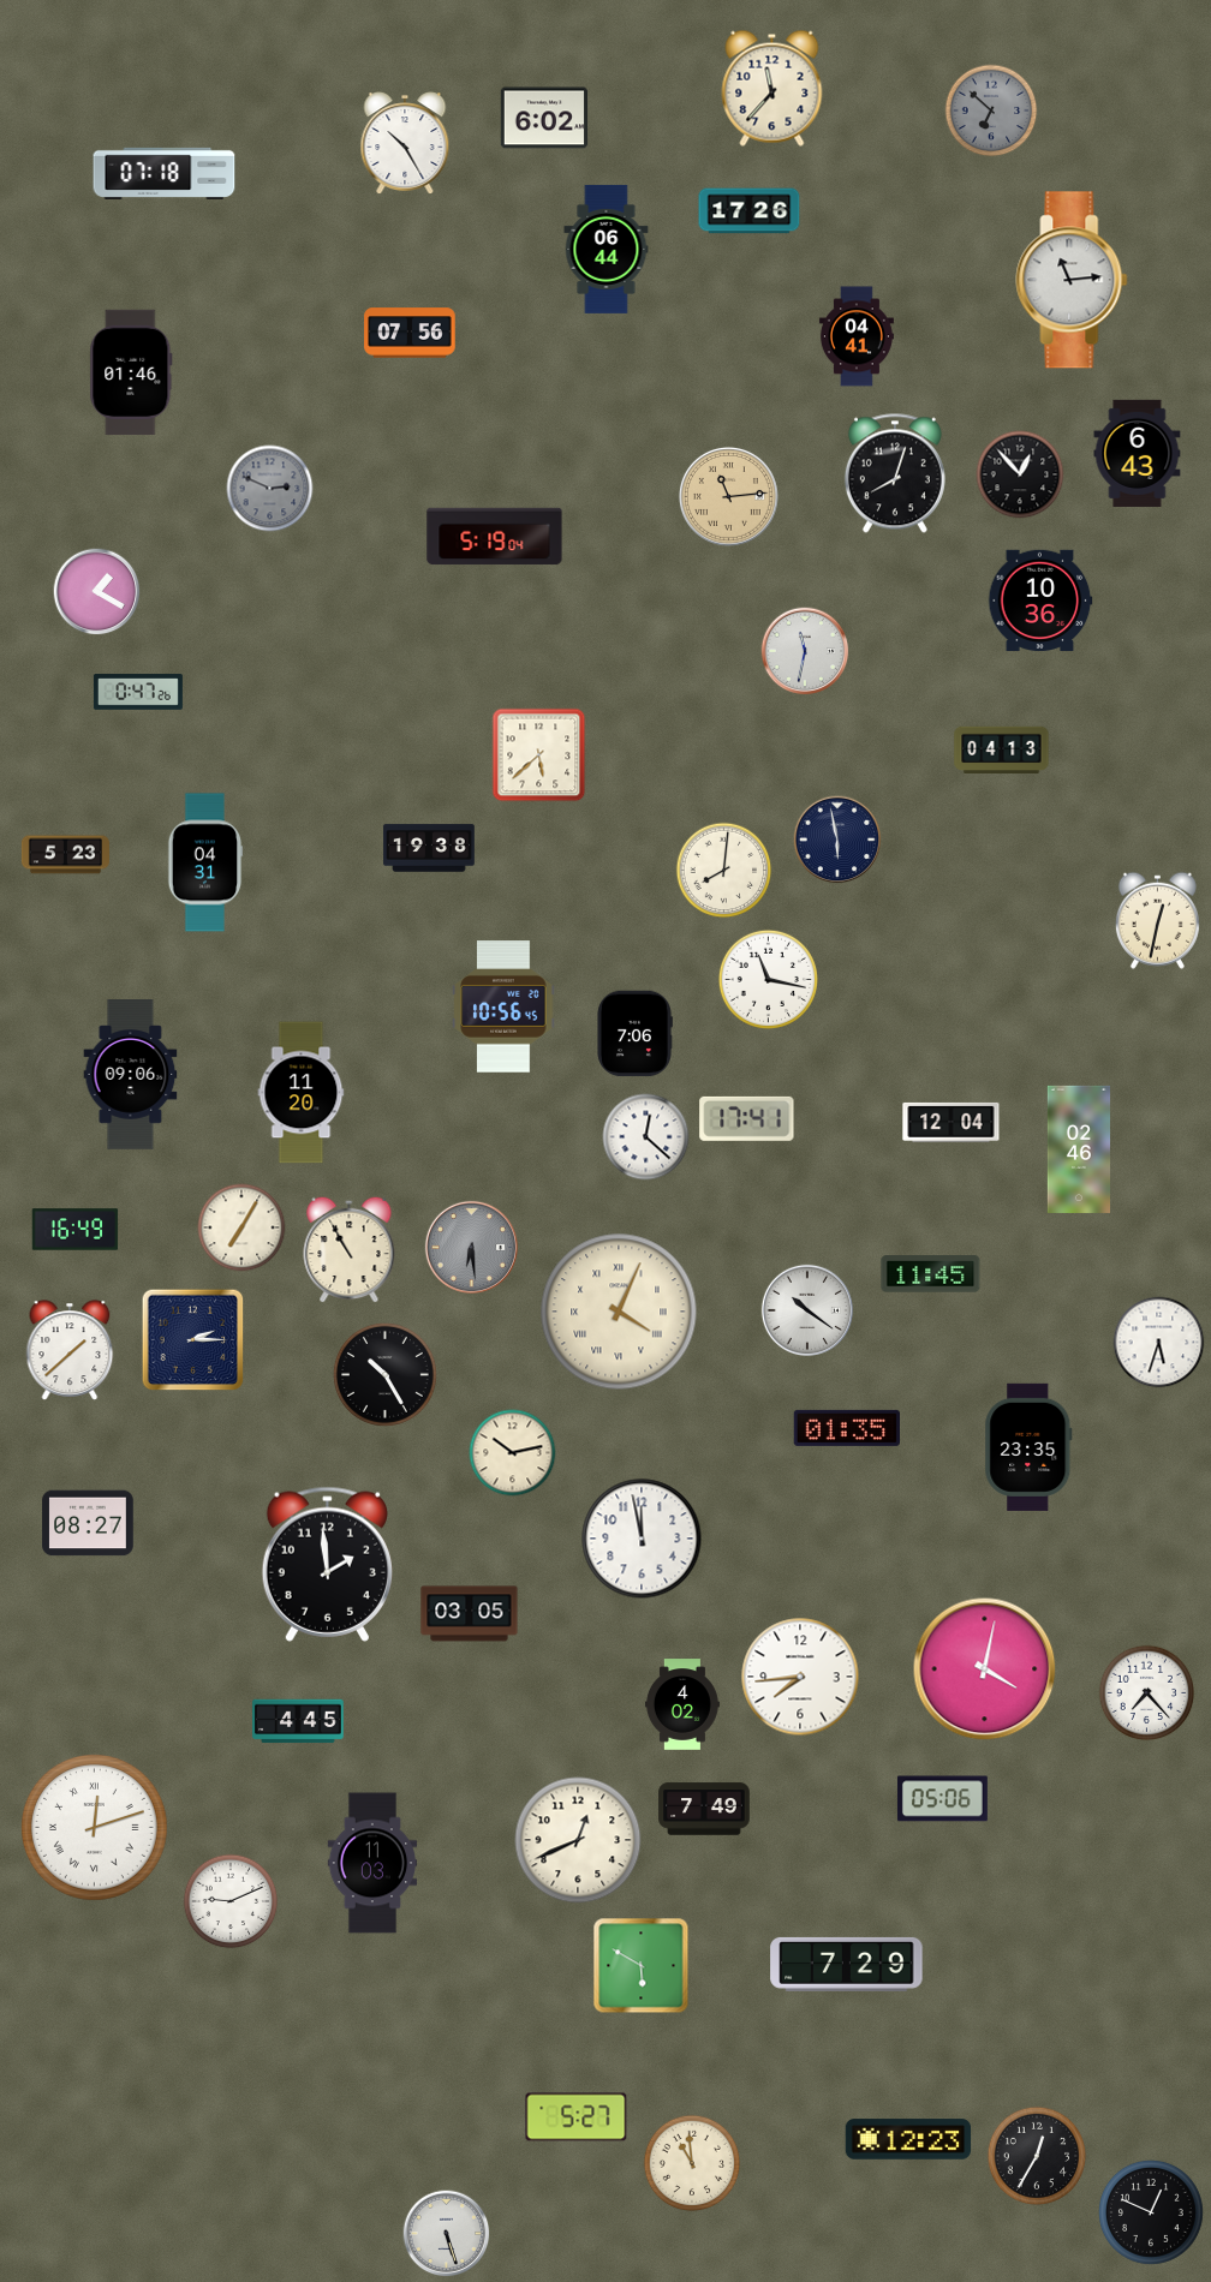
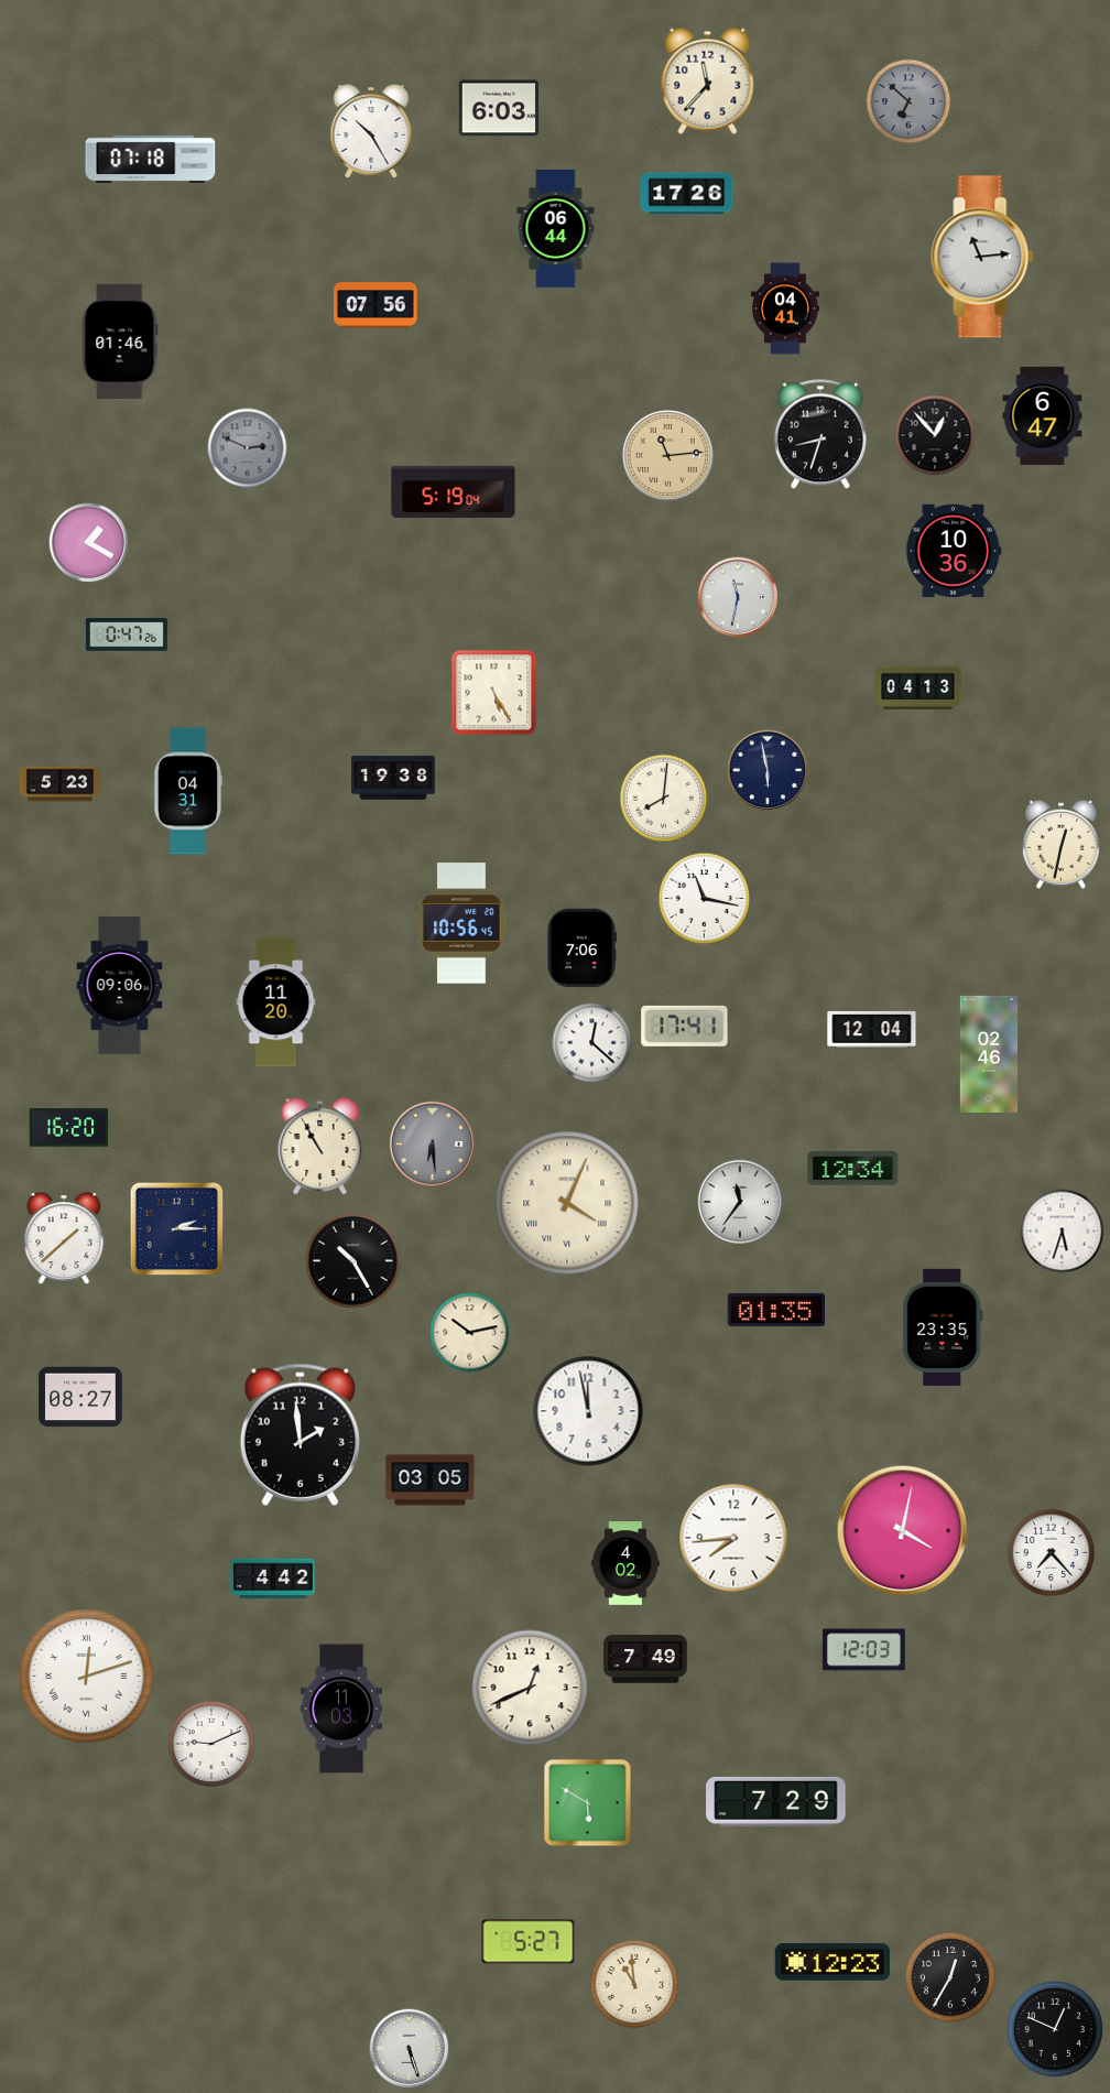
clock at (543, 118): 6:02 -> 6:03
clock at (1138, 453): 6:43 -> 6:47
clock at (895, 473): 8:03 -> 8:33
clock at (539, 755): 5:38 -> 5:25
clock at (241, 1227): 7:05 -> none
clock at (76, 1230): 16:49 -> 16:20
clock at (931, 1274): 11:45 -> 12:34
clock at (806, 1309): 10:21 -> 11:36
clock at (298, 1721): 4:45 -> 4:42
clock at (942, 1799): 05:06 -> 12:03
